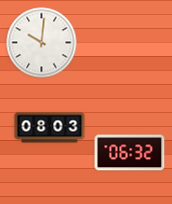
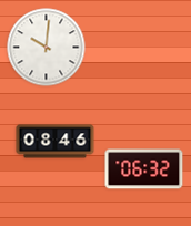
clock at (50, 128): 08:03 -> 08:46
